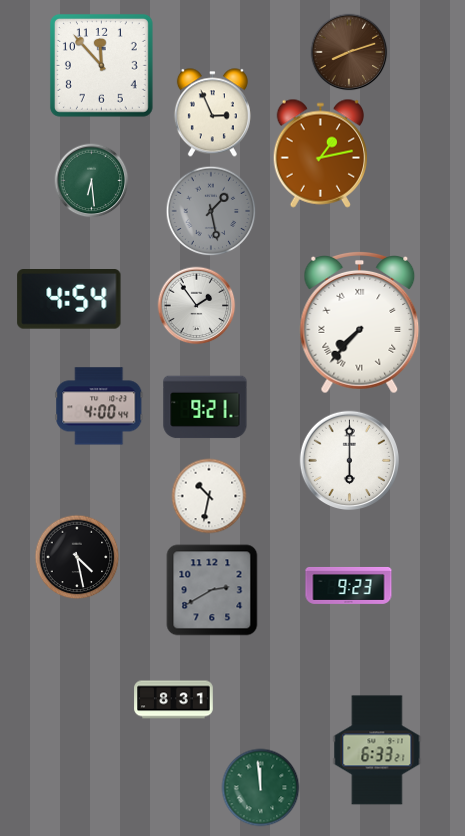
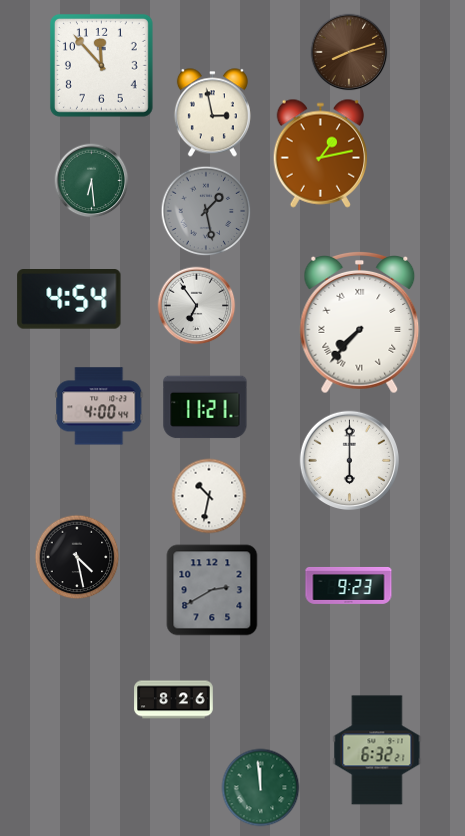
clock at (212, 113): 2:56 -> 2:58
clock at (211, 211) position: (211, 211) -> (206, 211)
clock at (197, 306): 1:54 -> 6:54
clock at (205, 407): 9:21 -> 11:21
clock at (174, 700): 8:31 -> 8:26
clock at (377, 750): 6:33 -> 6:32
